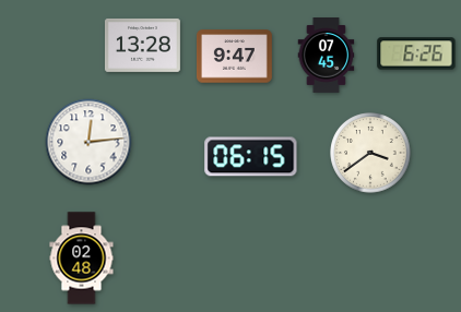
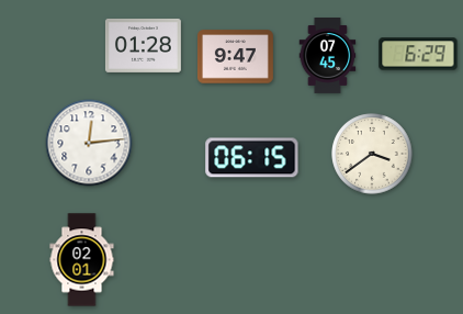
clock at (142, 45): 13:28 -> 01:28
clock at (416, 53): 6:26 -> 6:29
clock at (82, 259): 02:48 -> 02:01
